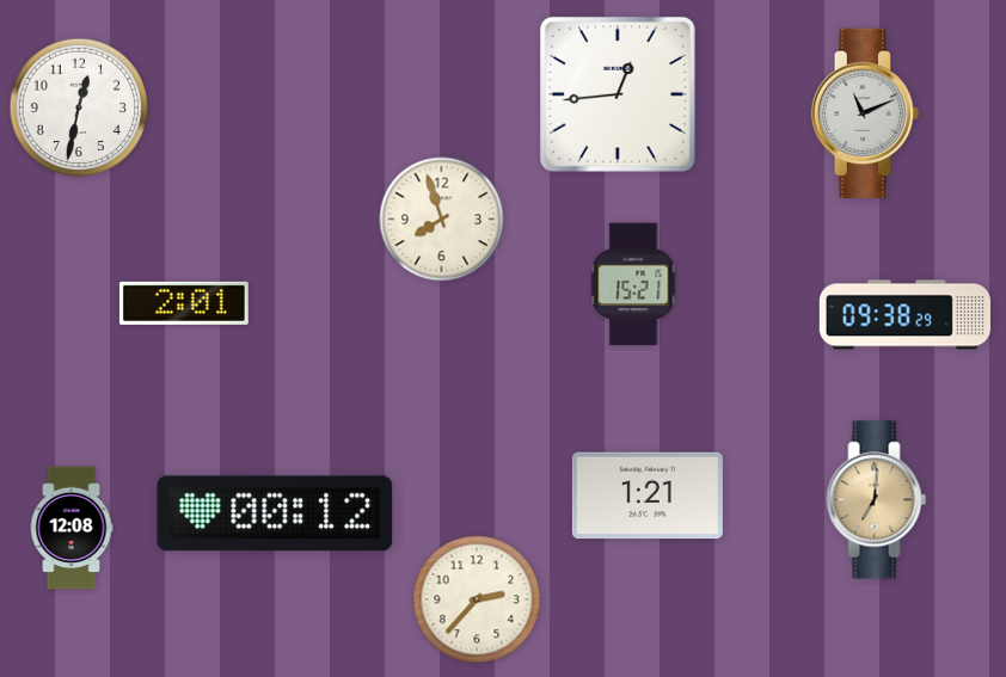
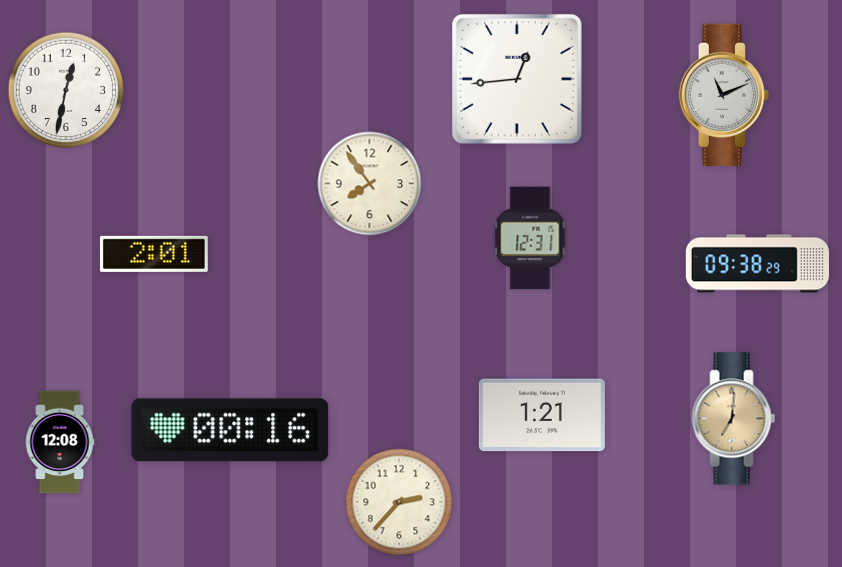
clock at (442, 220): 7:57 -> 7:54
clock at (633, 284): 15:21 -> 12:31
clock at (275, 513): 00:12 -> 00:16
